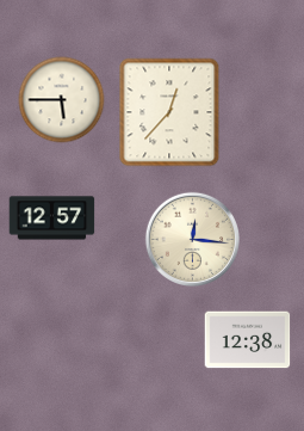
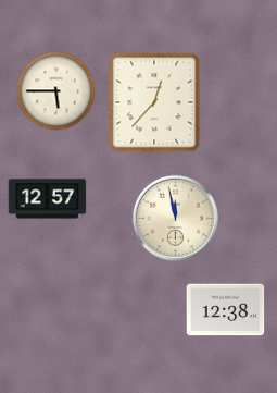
clock at (192, 239): 12:16 -> 11:58
